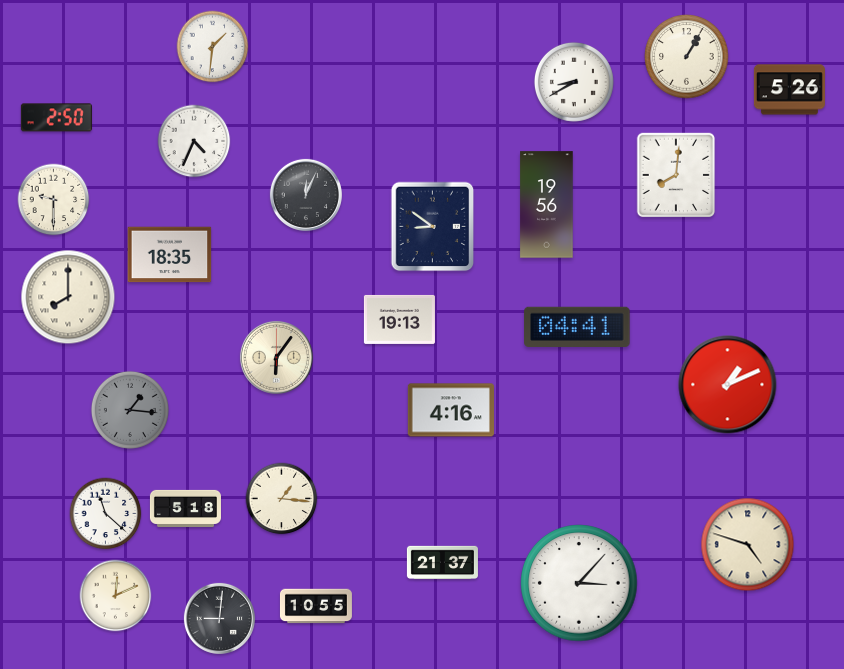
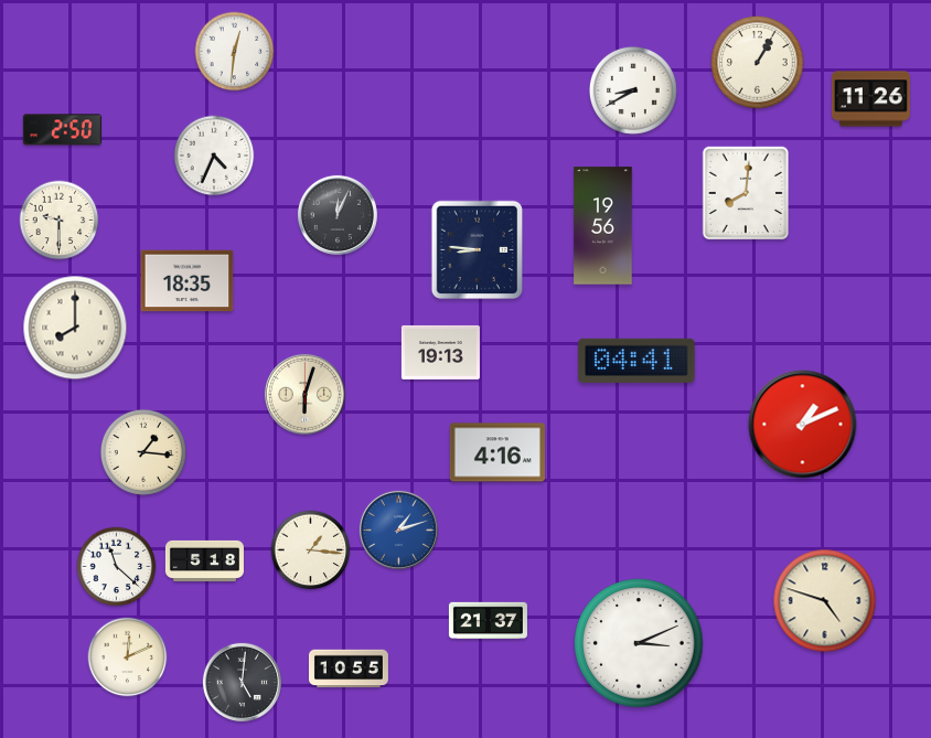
clock at (213, 47): 1:31 -> 12:31
clock at (789, 90): 5:26 -> 11:26
clock at (433, 227): 8:51 -> 8:46
clock at (276, 357): 6:06 -> 6:03
clock at (130, 410) dial: grey -> cream
clock at (398, 530): none -> 1:12
clock at (579, 583): 3:07 -> 3:11
clock at (219, 618): 9:01 -> 5:01
